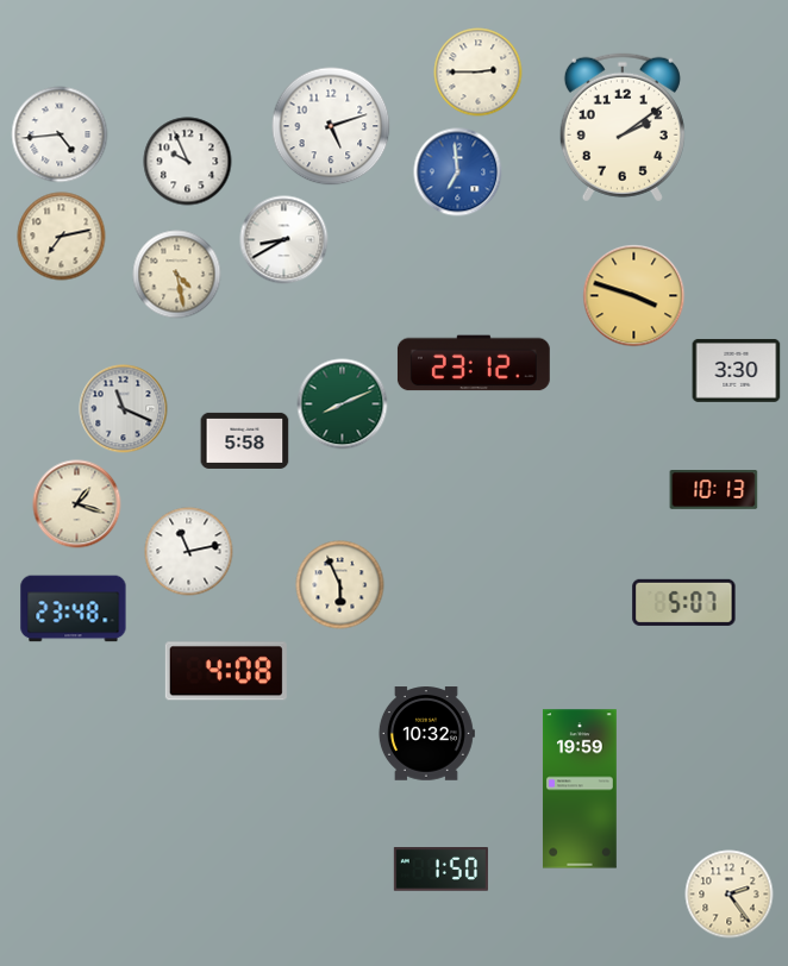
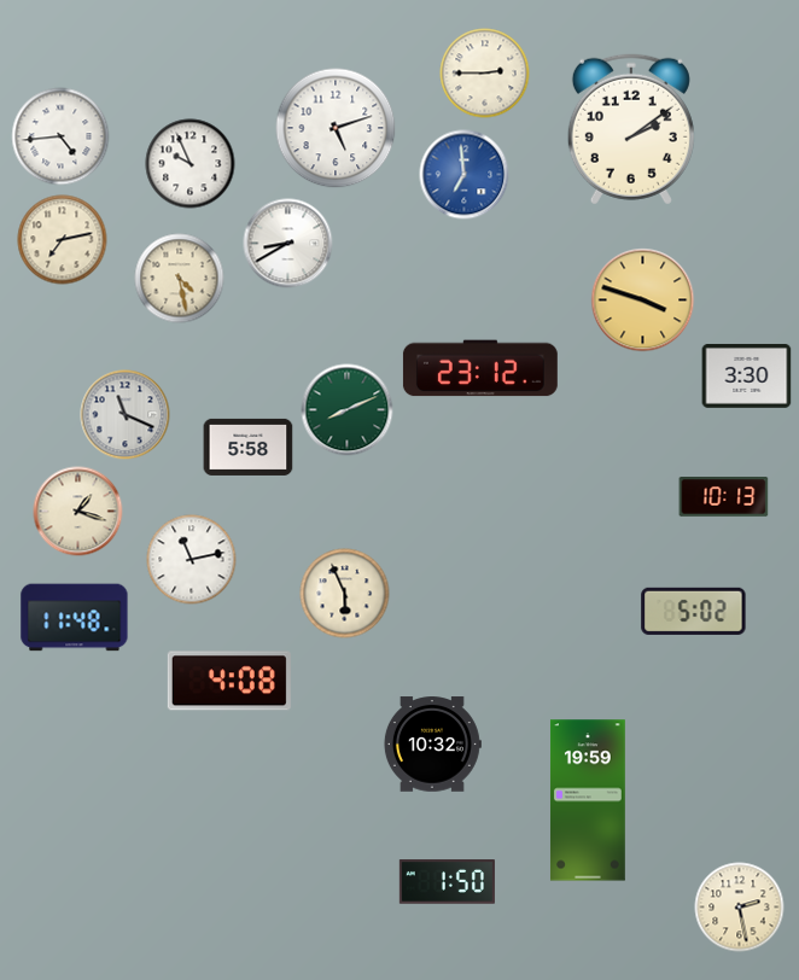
clock at (684, 602): 5:07 -> 5:02
clock at (74, 609): 23:48 -> 11:48
clock at (730, 895): 2:24 -> 2:28
